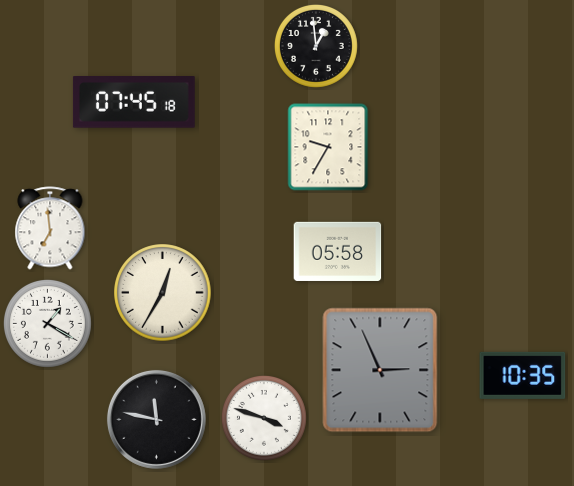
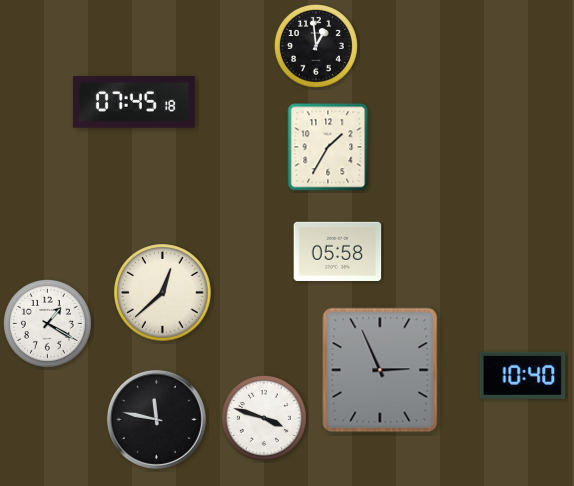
clock at (328, 147): 9:35 -> 1:35
clock at (50, 228): 6:59 -> none
clock at (163, 293): 12:35 -> 12:38
clock at (523, 375): 10:35 -> 10:40
